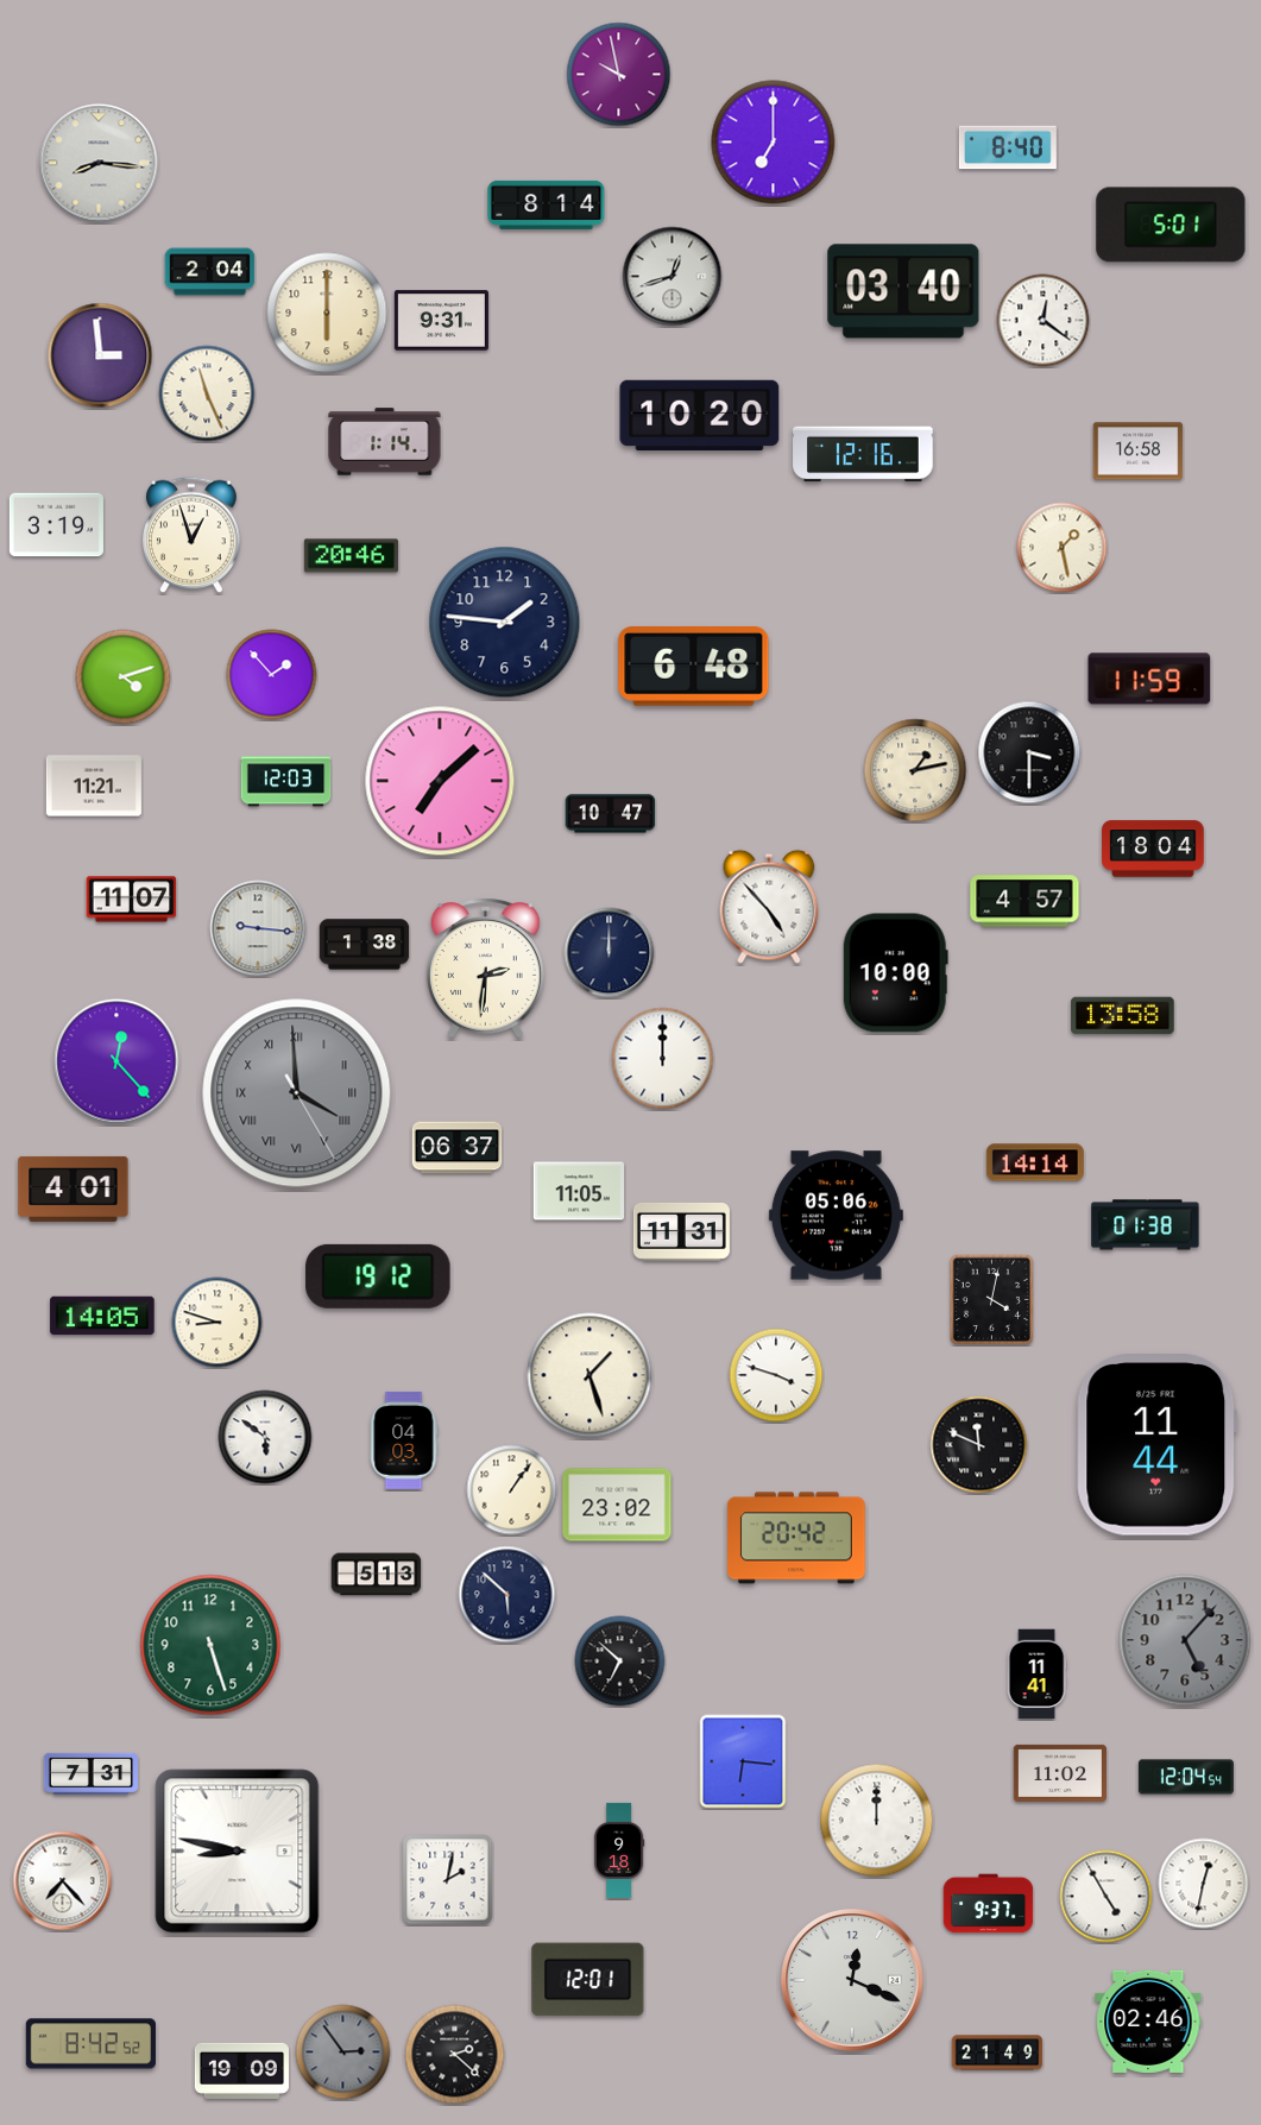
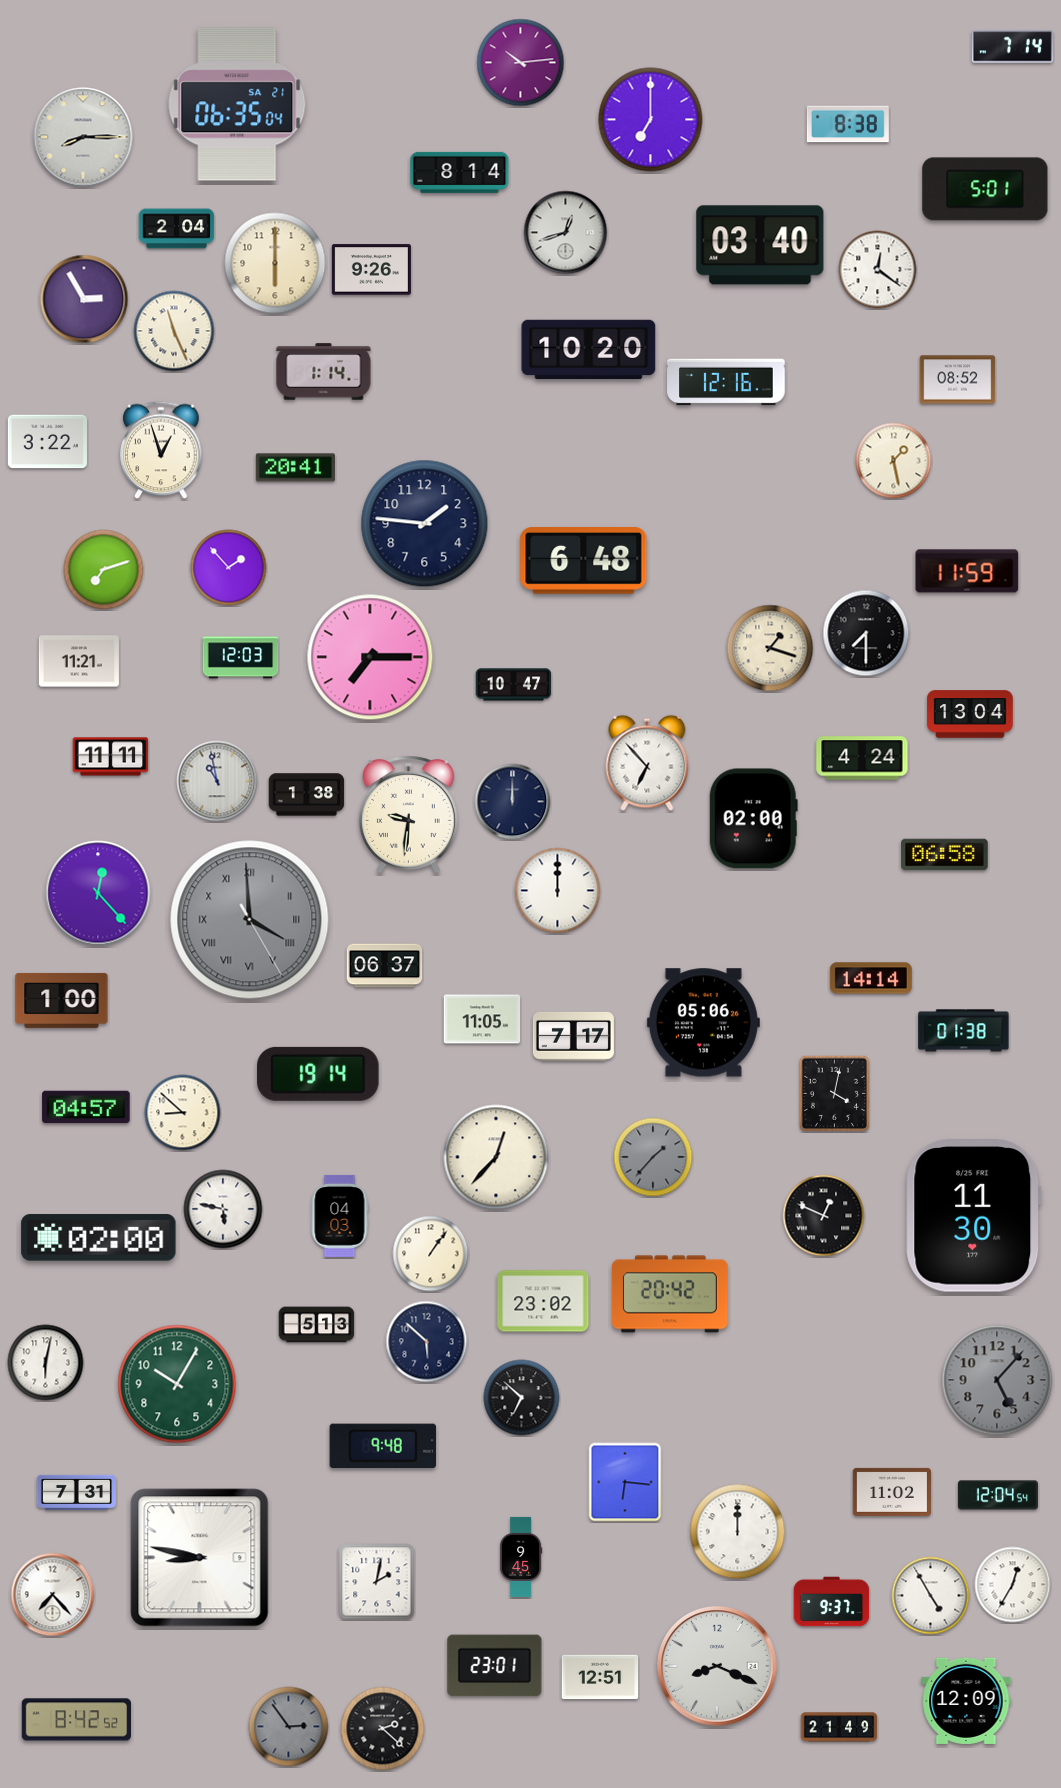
clock at (1012, 47): none -> 7:14
clock at (619, 75): 9:58 -> 10:14
clock at (237, 104): none -> 06:35
clock at (1008, 147): 8:40 -> 8:38
clock at (99, 163): 8:16 -> 8:15
clock at (441, 321): 9:31 -> 9:26
clock at (100, 355): 2:59 -> 2:55
clock at (1139, 452): 16:58 -> 08:52
clock at (56, 525): 3:19 -> 3:22
clock at (351, 556): 20:46 -> 20:41
clock at (124, 677): 4:12 -> 7:12
clock at (1029, 752): 3:30 -> 7:30
clock at (915, 770): 1:13 -> 1:18
clock at (440, 781): 7:08 -> 7:15
clock at (1153, 849): 18:04 -> 13:04
clock at (132, 900): 11:07 -> 11:11
clock at (1024, 901): 4:57 -> 4:24
clock at (769, 907): 4:53 -> 6:53
clock at (258, 928): 9:16 -> 10:58
clock at (485, 967): 2:31 -> 9:31
clock at (895, 973): 10:00 -> 02:00
clock at (1123, 1016): 13:58 -> 06:58
clock at (74, 1188): 4:01 -> 1:00
clock at (579, 1191) position: (579, 1191) -> (482, 1019)
clock at (681, 1231): 11:31 -> 7:17
clock at (378, 1276): 19:12 -> 19:14
clock at (102, 1316): 14:05 -> 04:57
clock at (217, 1323): 8:48 -> 8:52
clock at (589, 1375): 1:27 -> 12:37
clock at (776, 1375): 3:48 -> 1:37
clock at (776, 1375) dial: white -> grey
clock at (265, 1437): 5:51 -> 5:47
clock at (404, 1440) position: (404, 1440) -> (340, 1216)
clock at (979, 1445): 11:49 -> 12:49
clock at (1158, 1445): 11:44 -> 11:30
clock at (99, 1238): none -> 02:00
clock at (617, 1505) position: (617, 1505) -> (543, 1301)
clock at (46, 1363): none -> 6:02
clock at (210, 1645): 5:27 -> 10:05
clock at (1036, 1675): 11:41 -> none
clock at (383, 1445): none -> 9:48
clock at (619, 1850): 9:18 -> 9:45
clock at (63, 1881) position: (63, 1881) -> (53, 1595)
clock at (1204, 1884): 12:32 -> 12:35
clock at (588, 1980): 12:01 -> 23:01
clock at (853, 1981): 12:19 -> 8:19
clock at (600, 1677): none -> 12:51
clock at (1148, 2022): 02:46 -> 12:09
clock at (241, 2070): 19:09 -> none
